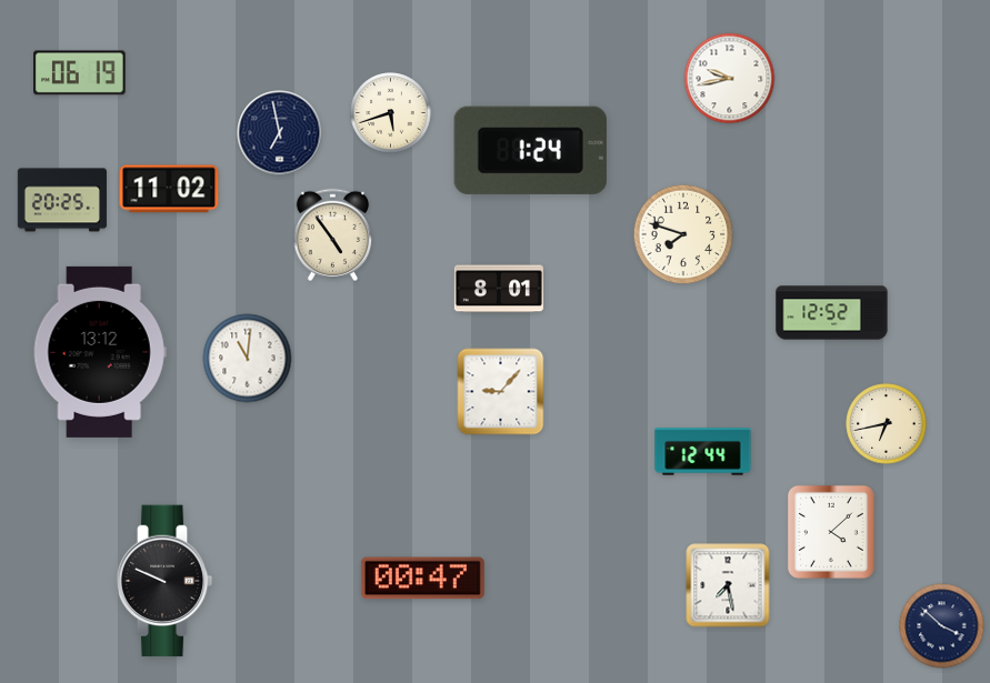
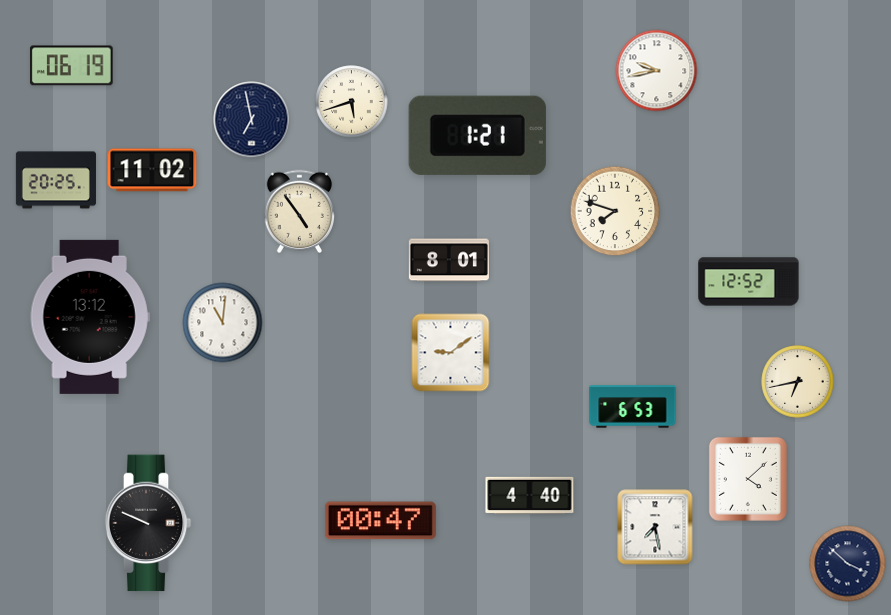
clock at (530, 150): 1:24 -> 1:21
clock at (501, 392): 9:07 -> 9:09
clock at (703, 452): 12:44 -> 6:53
clock at (530, 495): none -> 4:40
